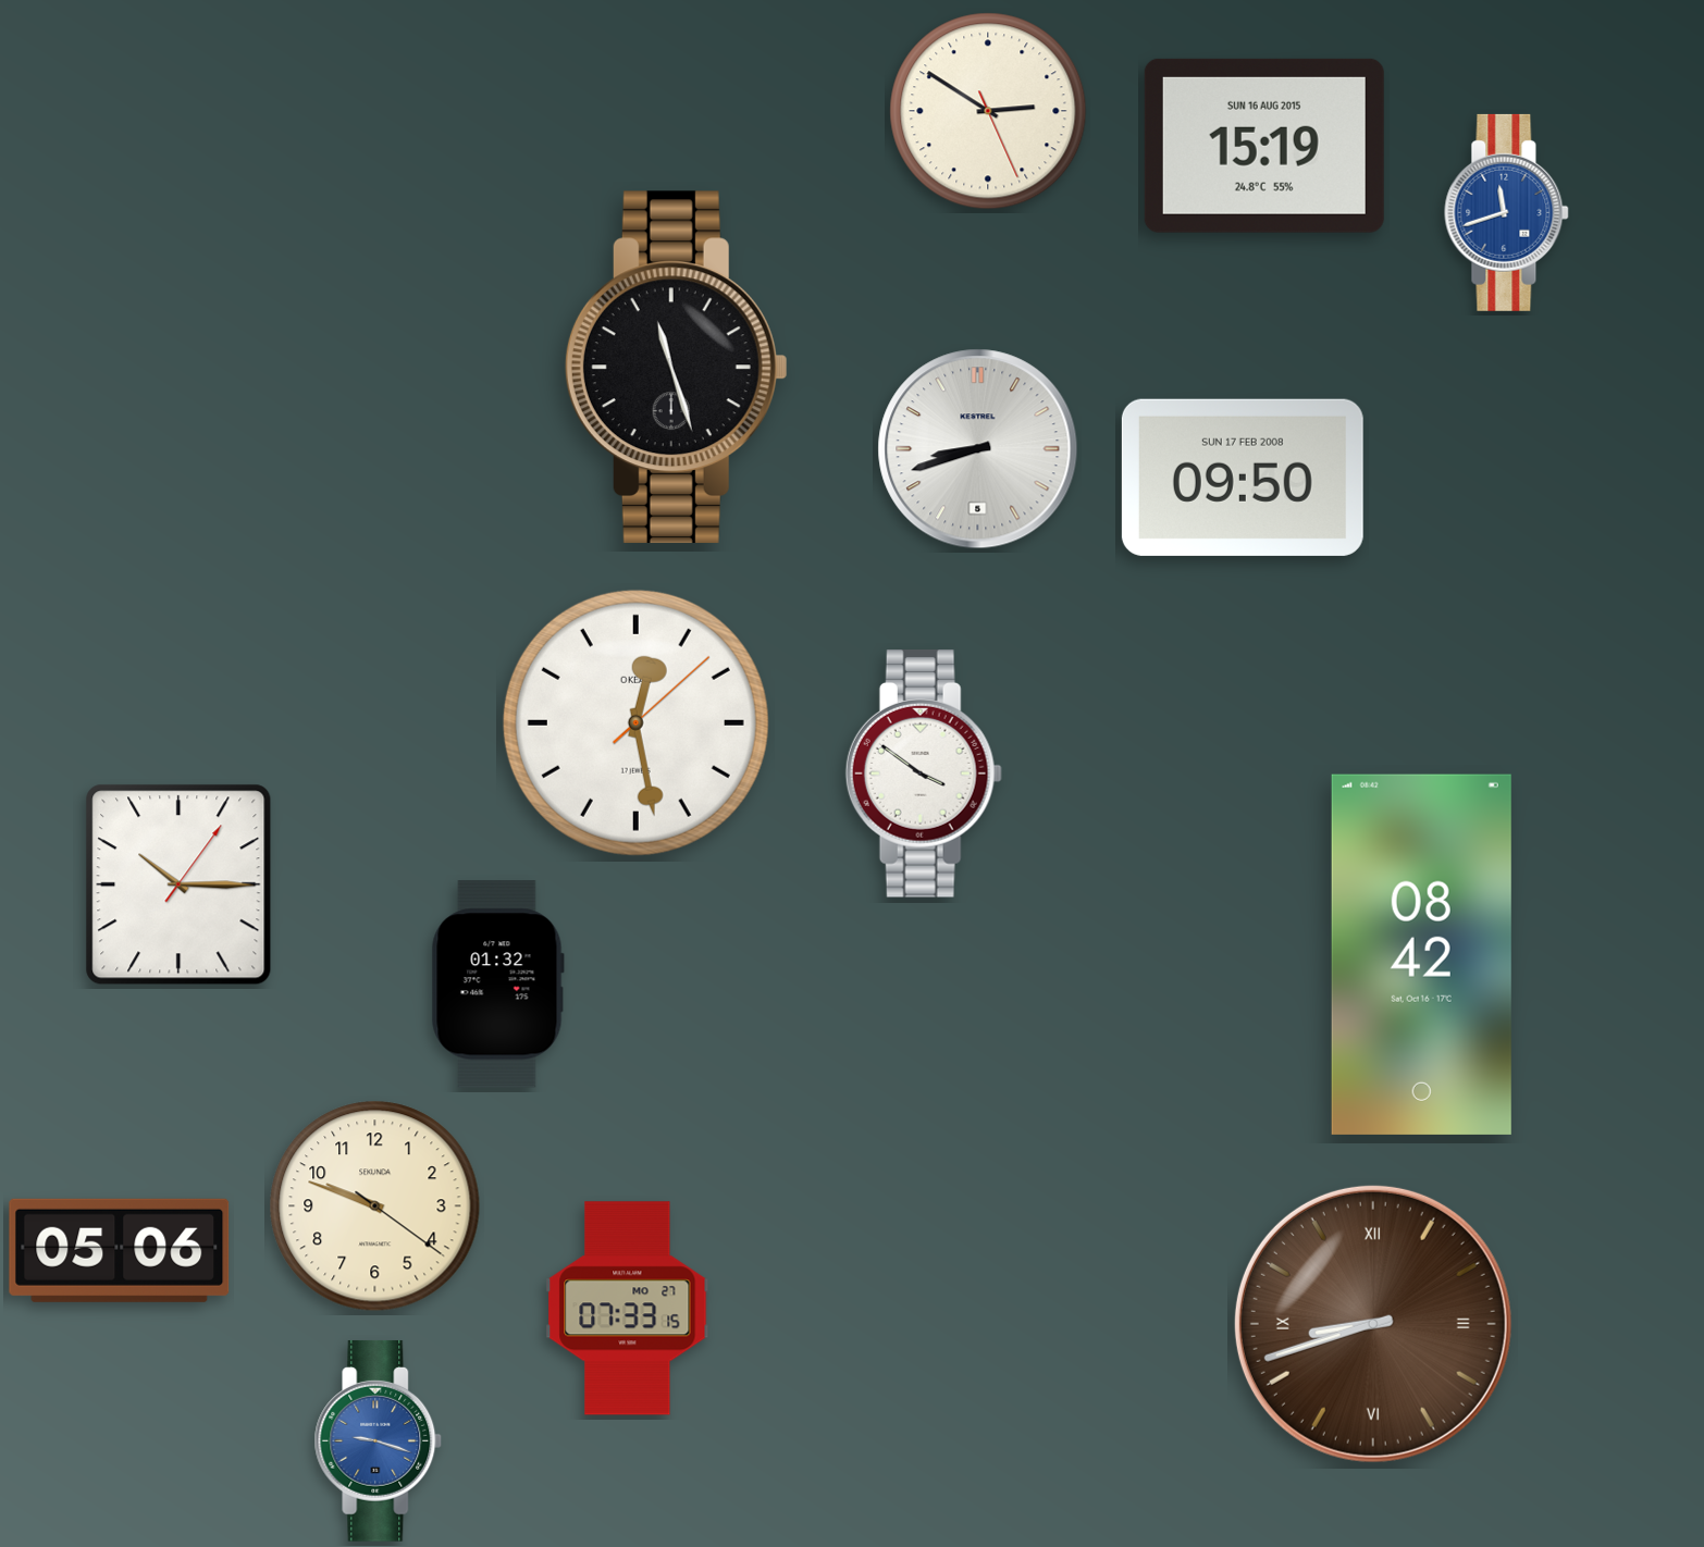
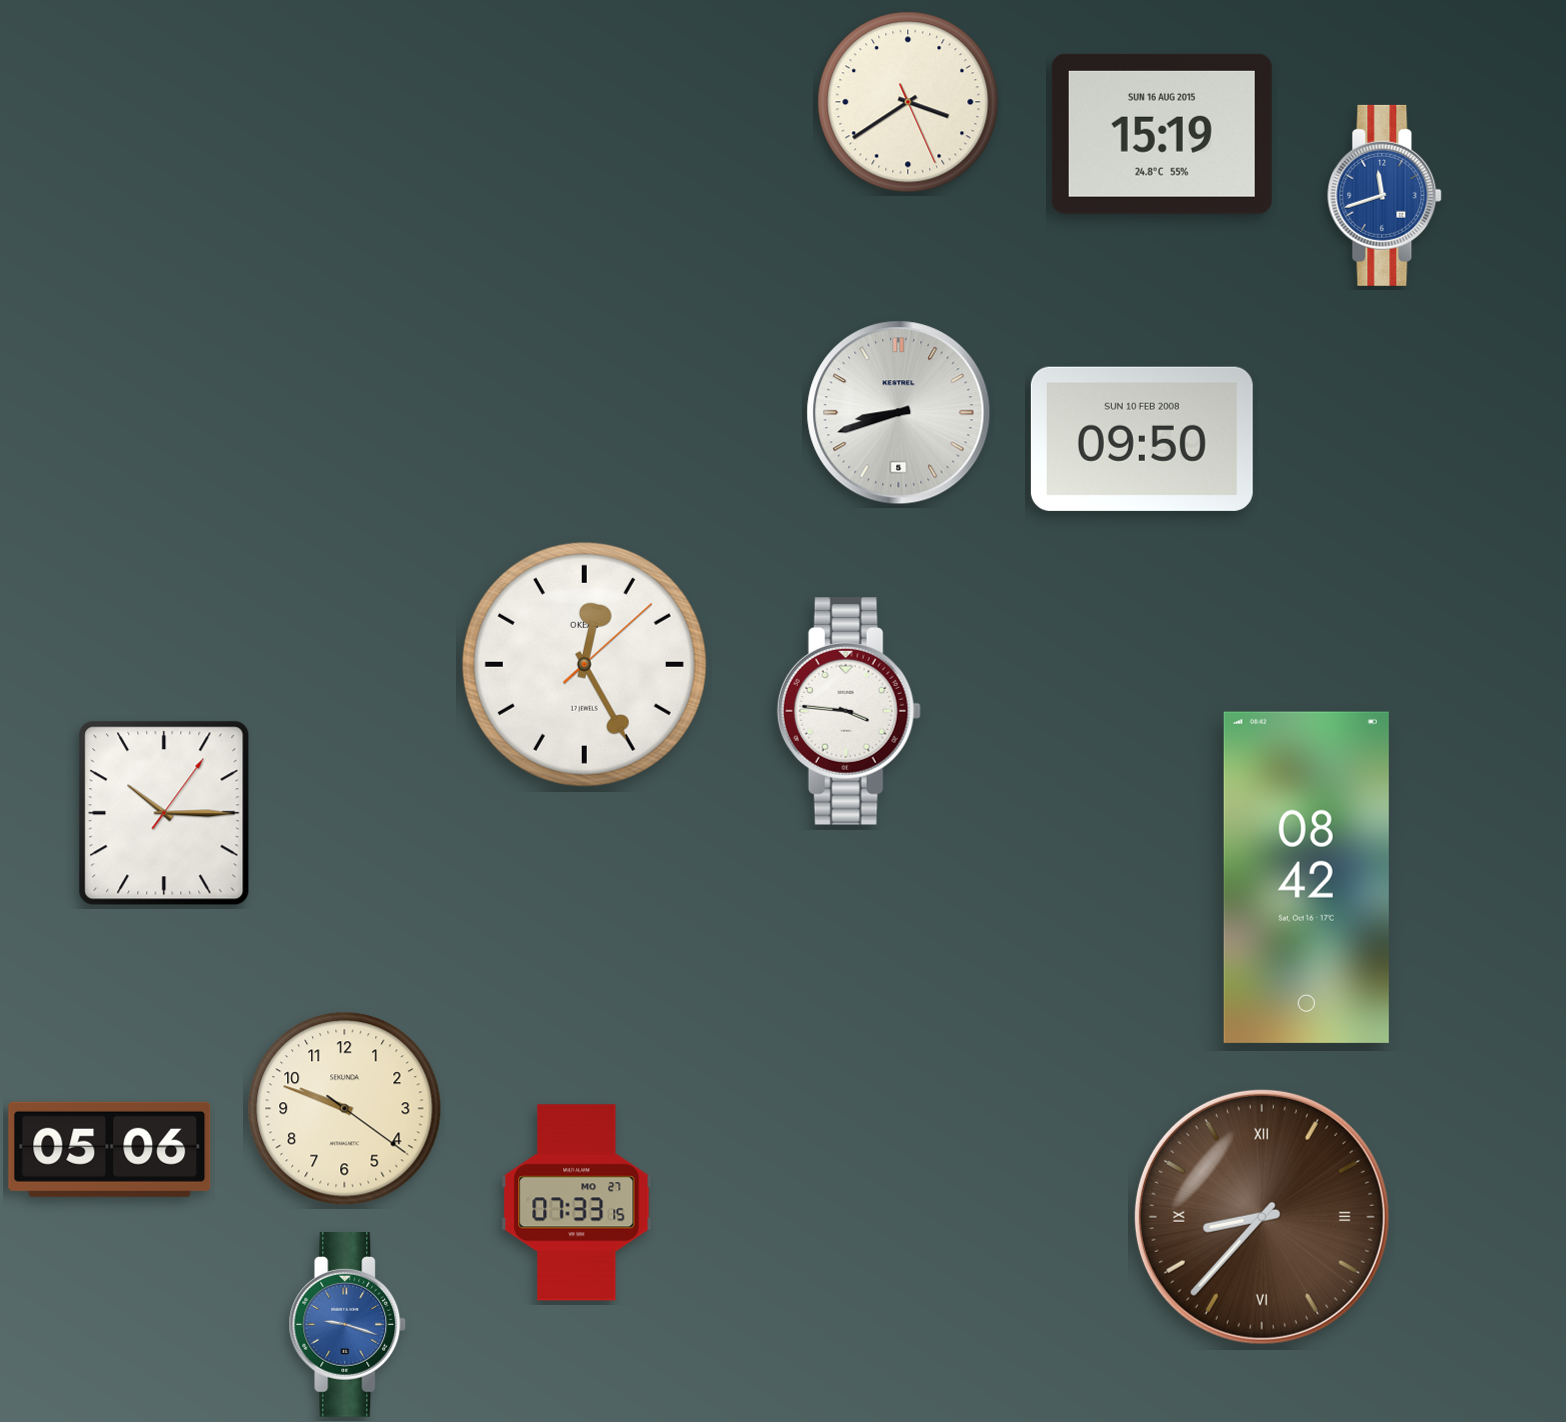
clock at (988, 111): 2:50 -> 3:39
clock at (676, 368): 11:27 -> none
clock at (1243, 478) date: SUN 17 FEB 2008 -> SUN 10 FEB 2008
clock at (635, 722): 12:28 -> 12:25
clock at (924, 775): 3:51 -> 3:46
clock at (497, 985): 01:32 -> none
clock at (1373, 1324): 8:42 -> 8:37
